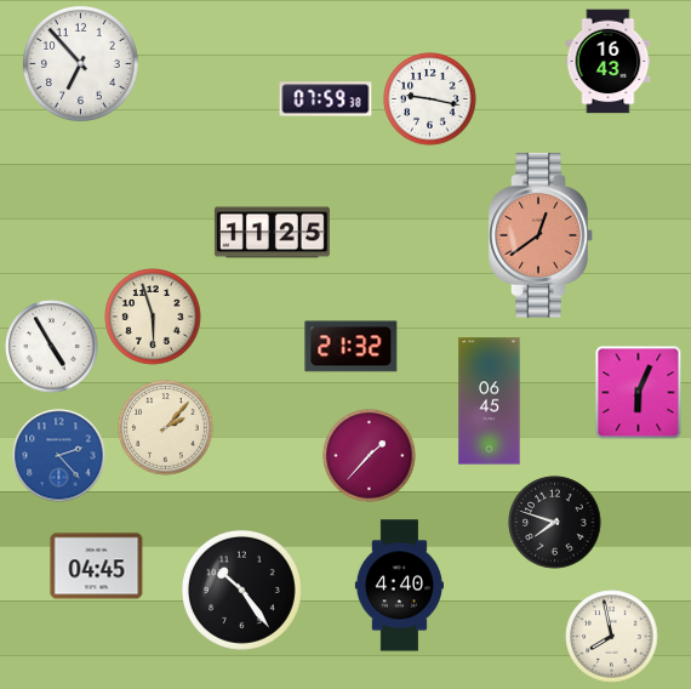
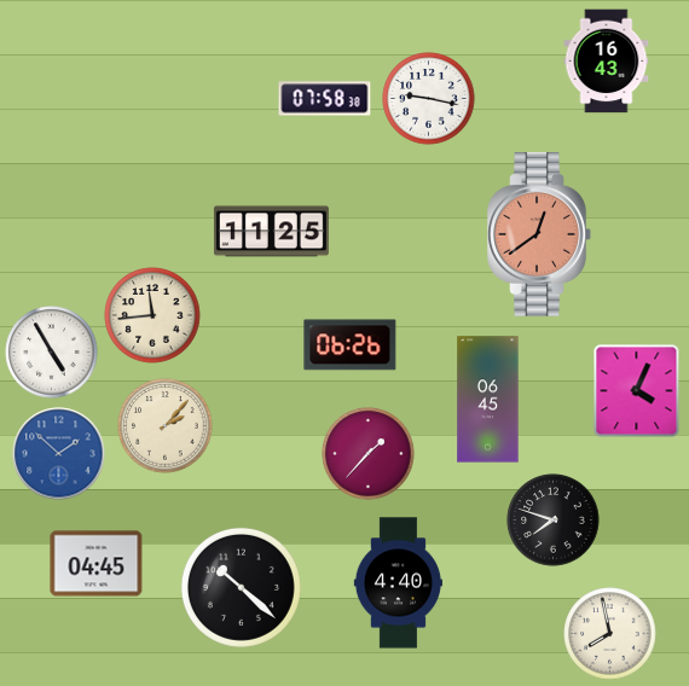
clock at (80, 63): 6:53 -> none
clock at (326, 99): 07:59 -> 07:58
clock at (153, 317): 5:57 -> 11:44
clock at (52, 347) position: (52, 347) -> (52, 353)
clock at (352, 347): 21:32 -> 06:26
clock at (639, 393): 6:04 -> 4:04
clock at (59, 456): 2:23 -> 1:52
clock at (241, 590): 10:24 -> 10:22
